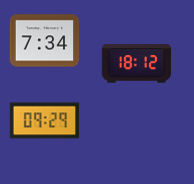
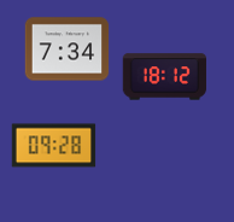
clock at (45, 41) position: (45, 41) -> (68, 49)
clock at (45, 121): 09:29 -> 09:28
